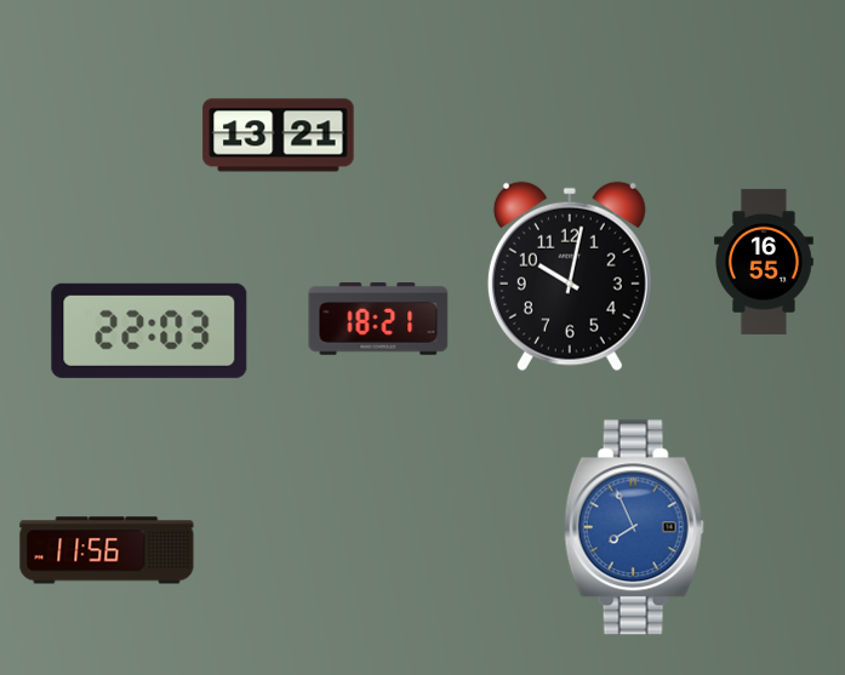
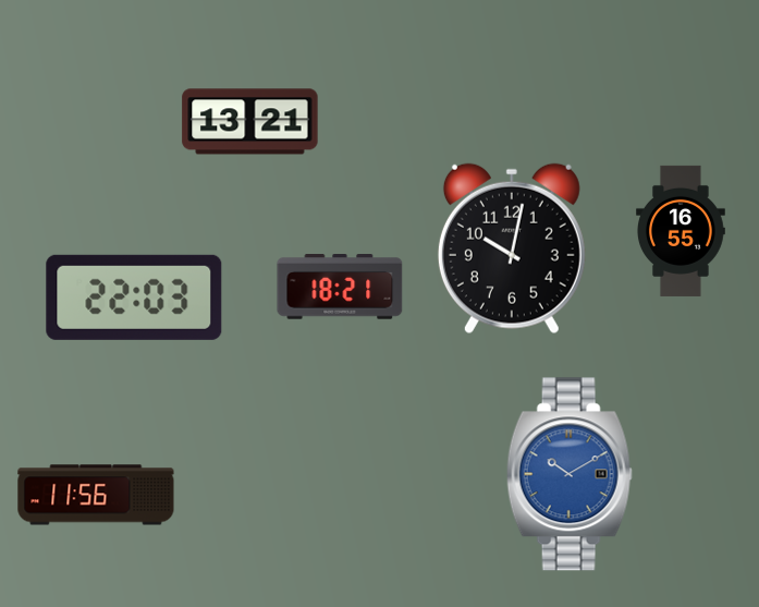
clock at (765, 262) position: (765, 262) -> (682, 231)
clock at (634, 527): 7:56 -> 10:10
